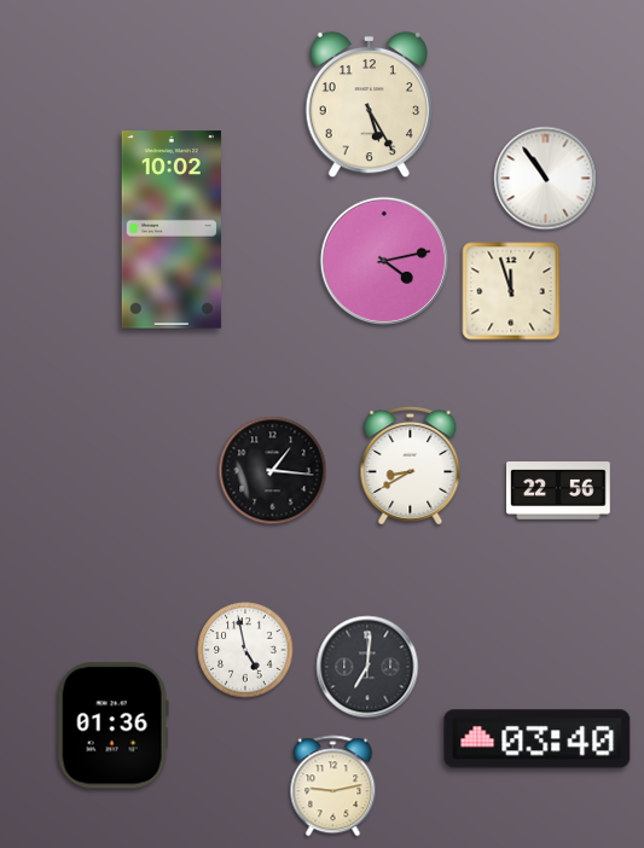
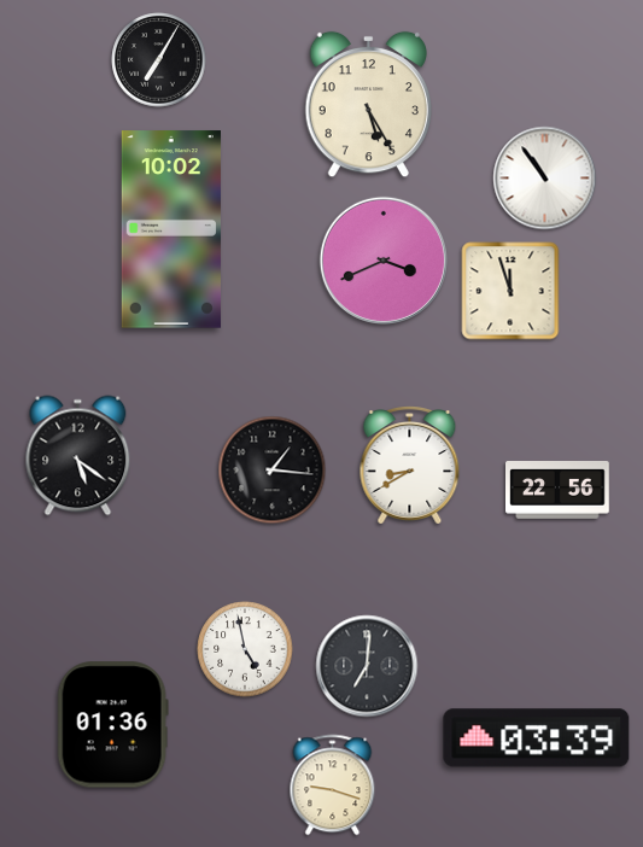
clock at (159, 60): none -> 7:05
clock at (384, 261): 4:13 -> 3:41
clock at (78, 456): none -> 5:21
clock at (538, 739): 03:40 -> 03:39
clock at (333, 786): 9:13 -> 9:18
